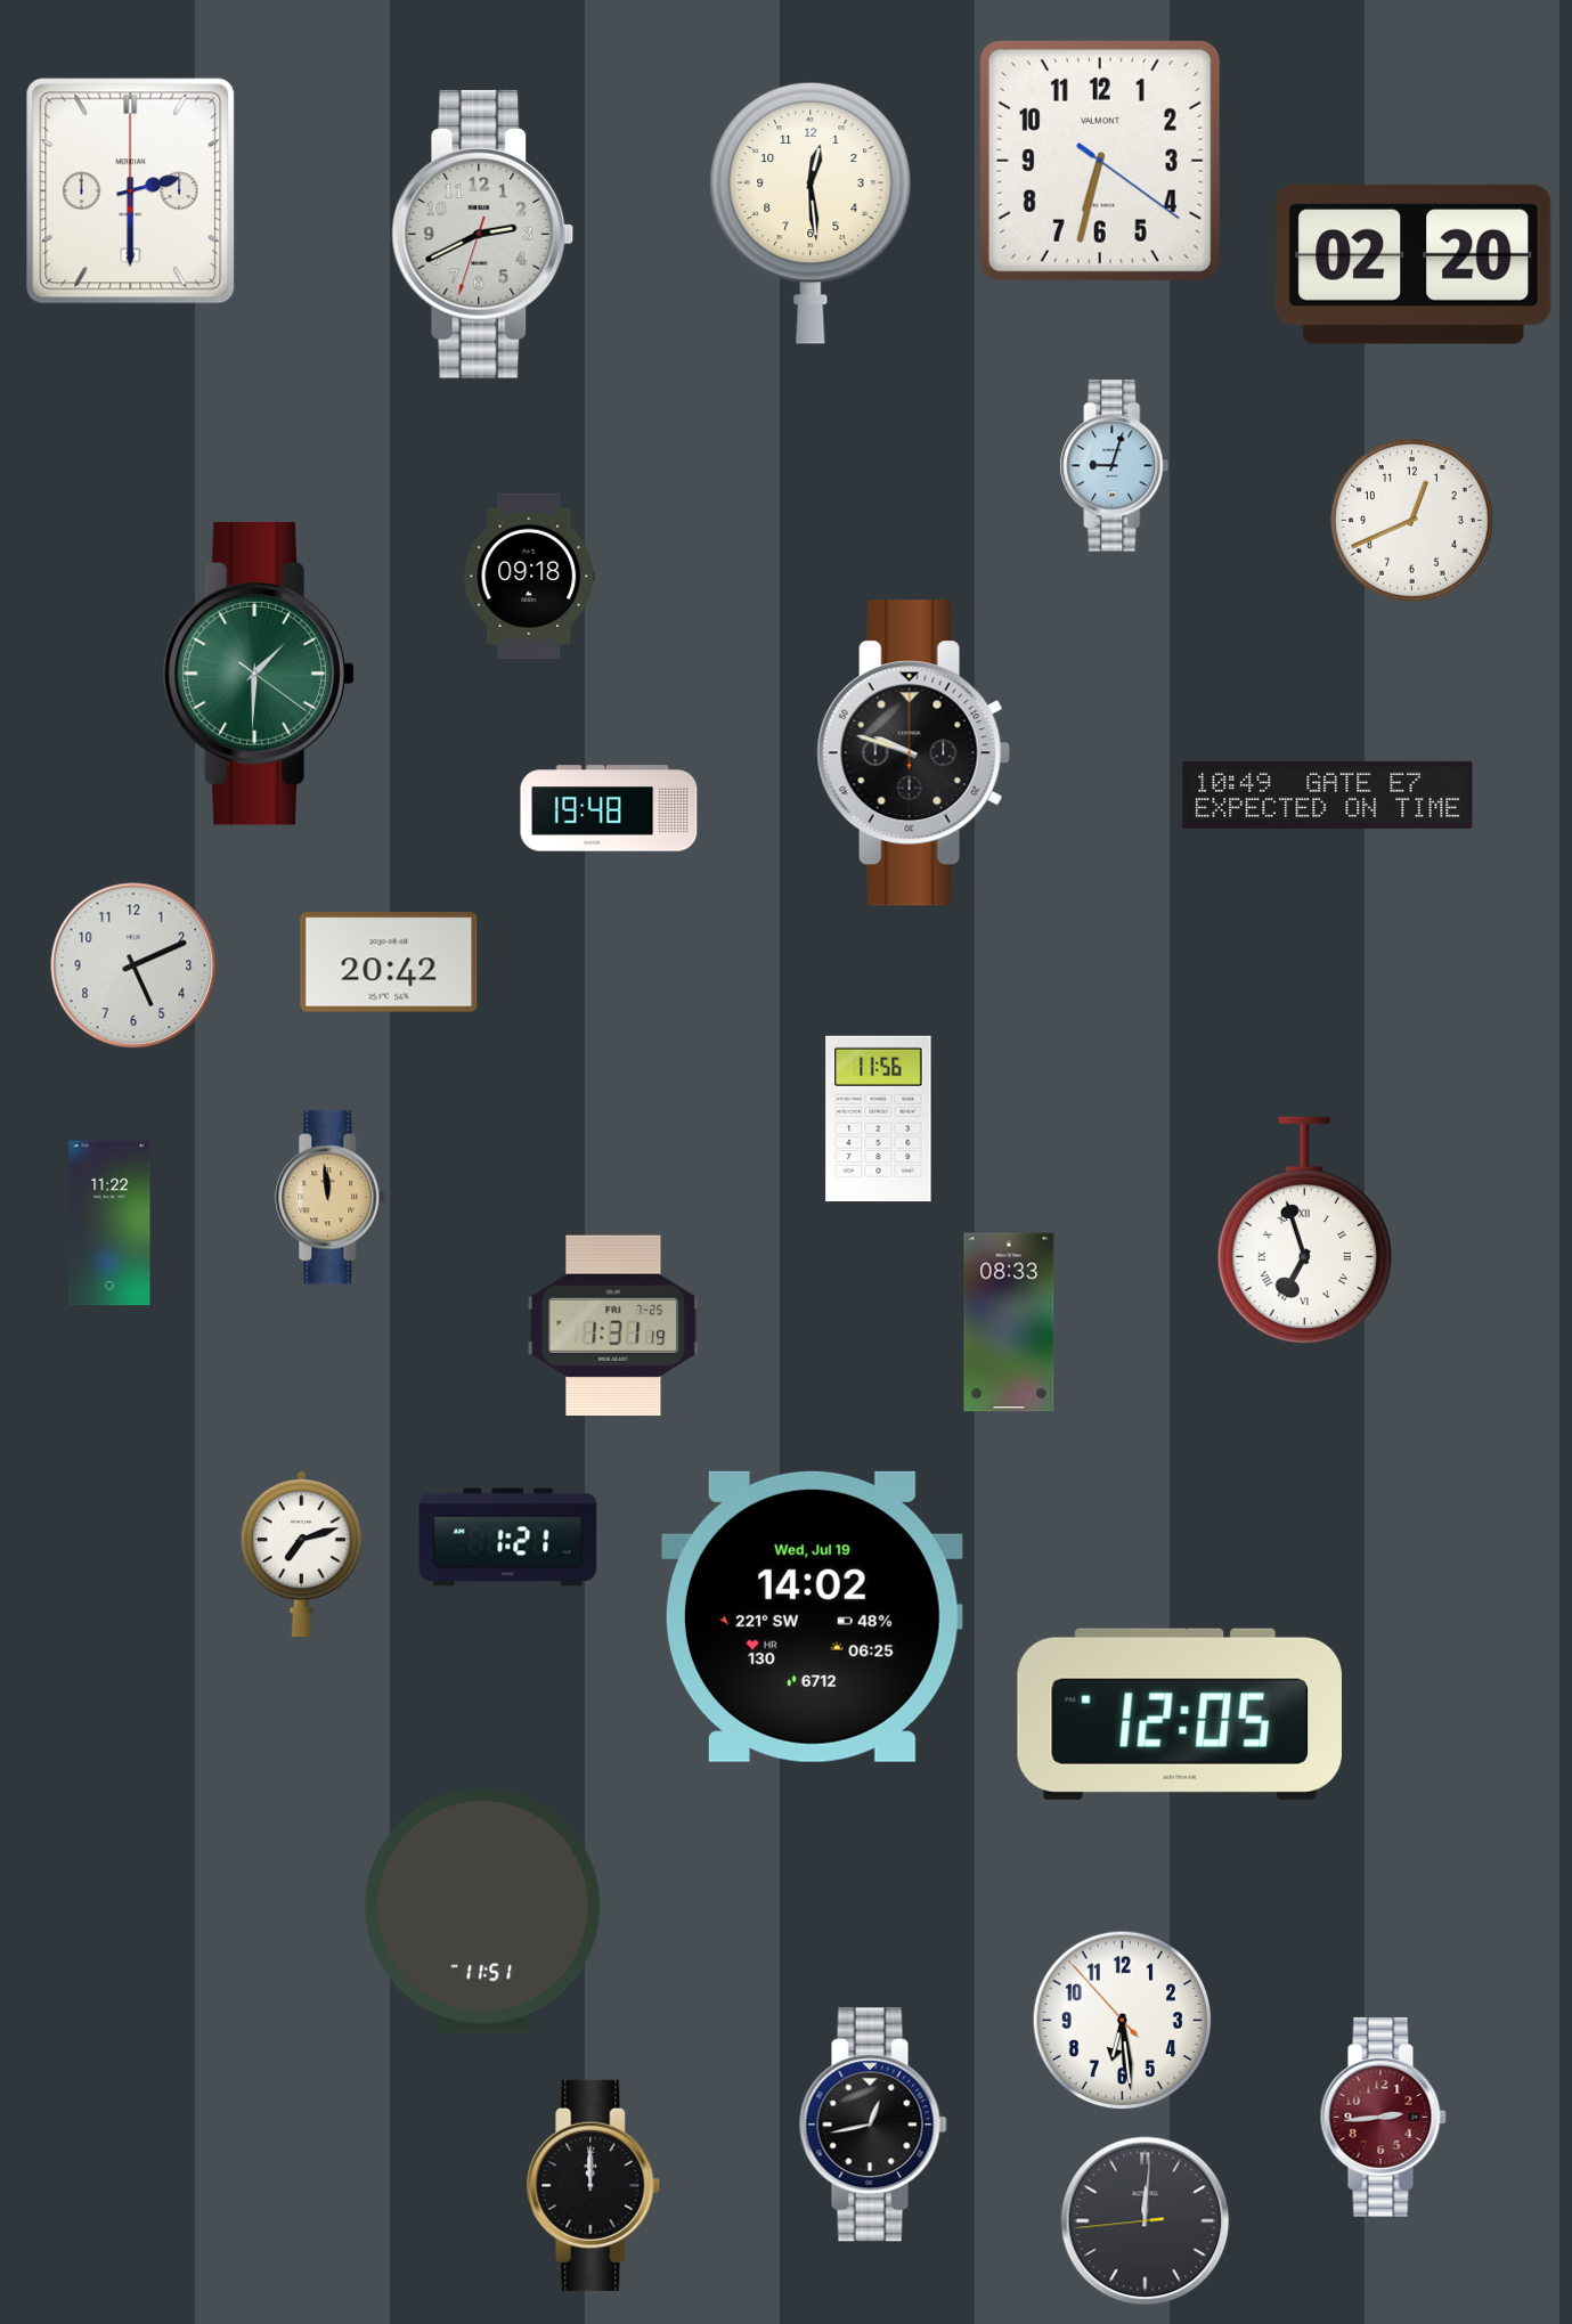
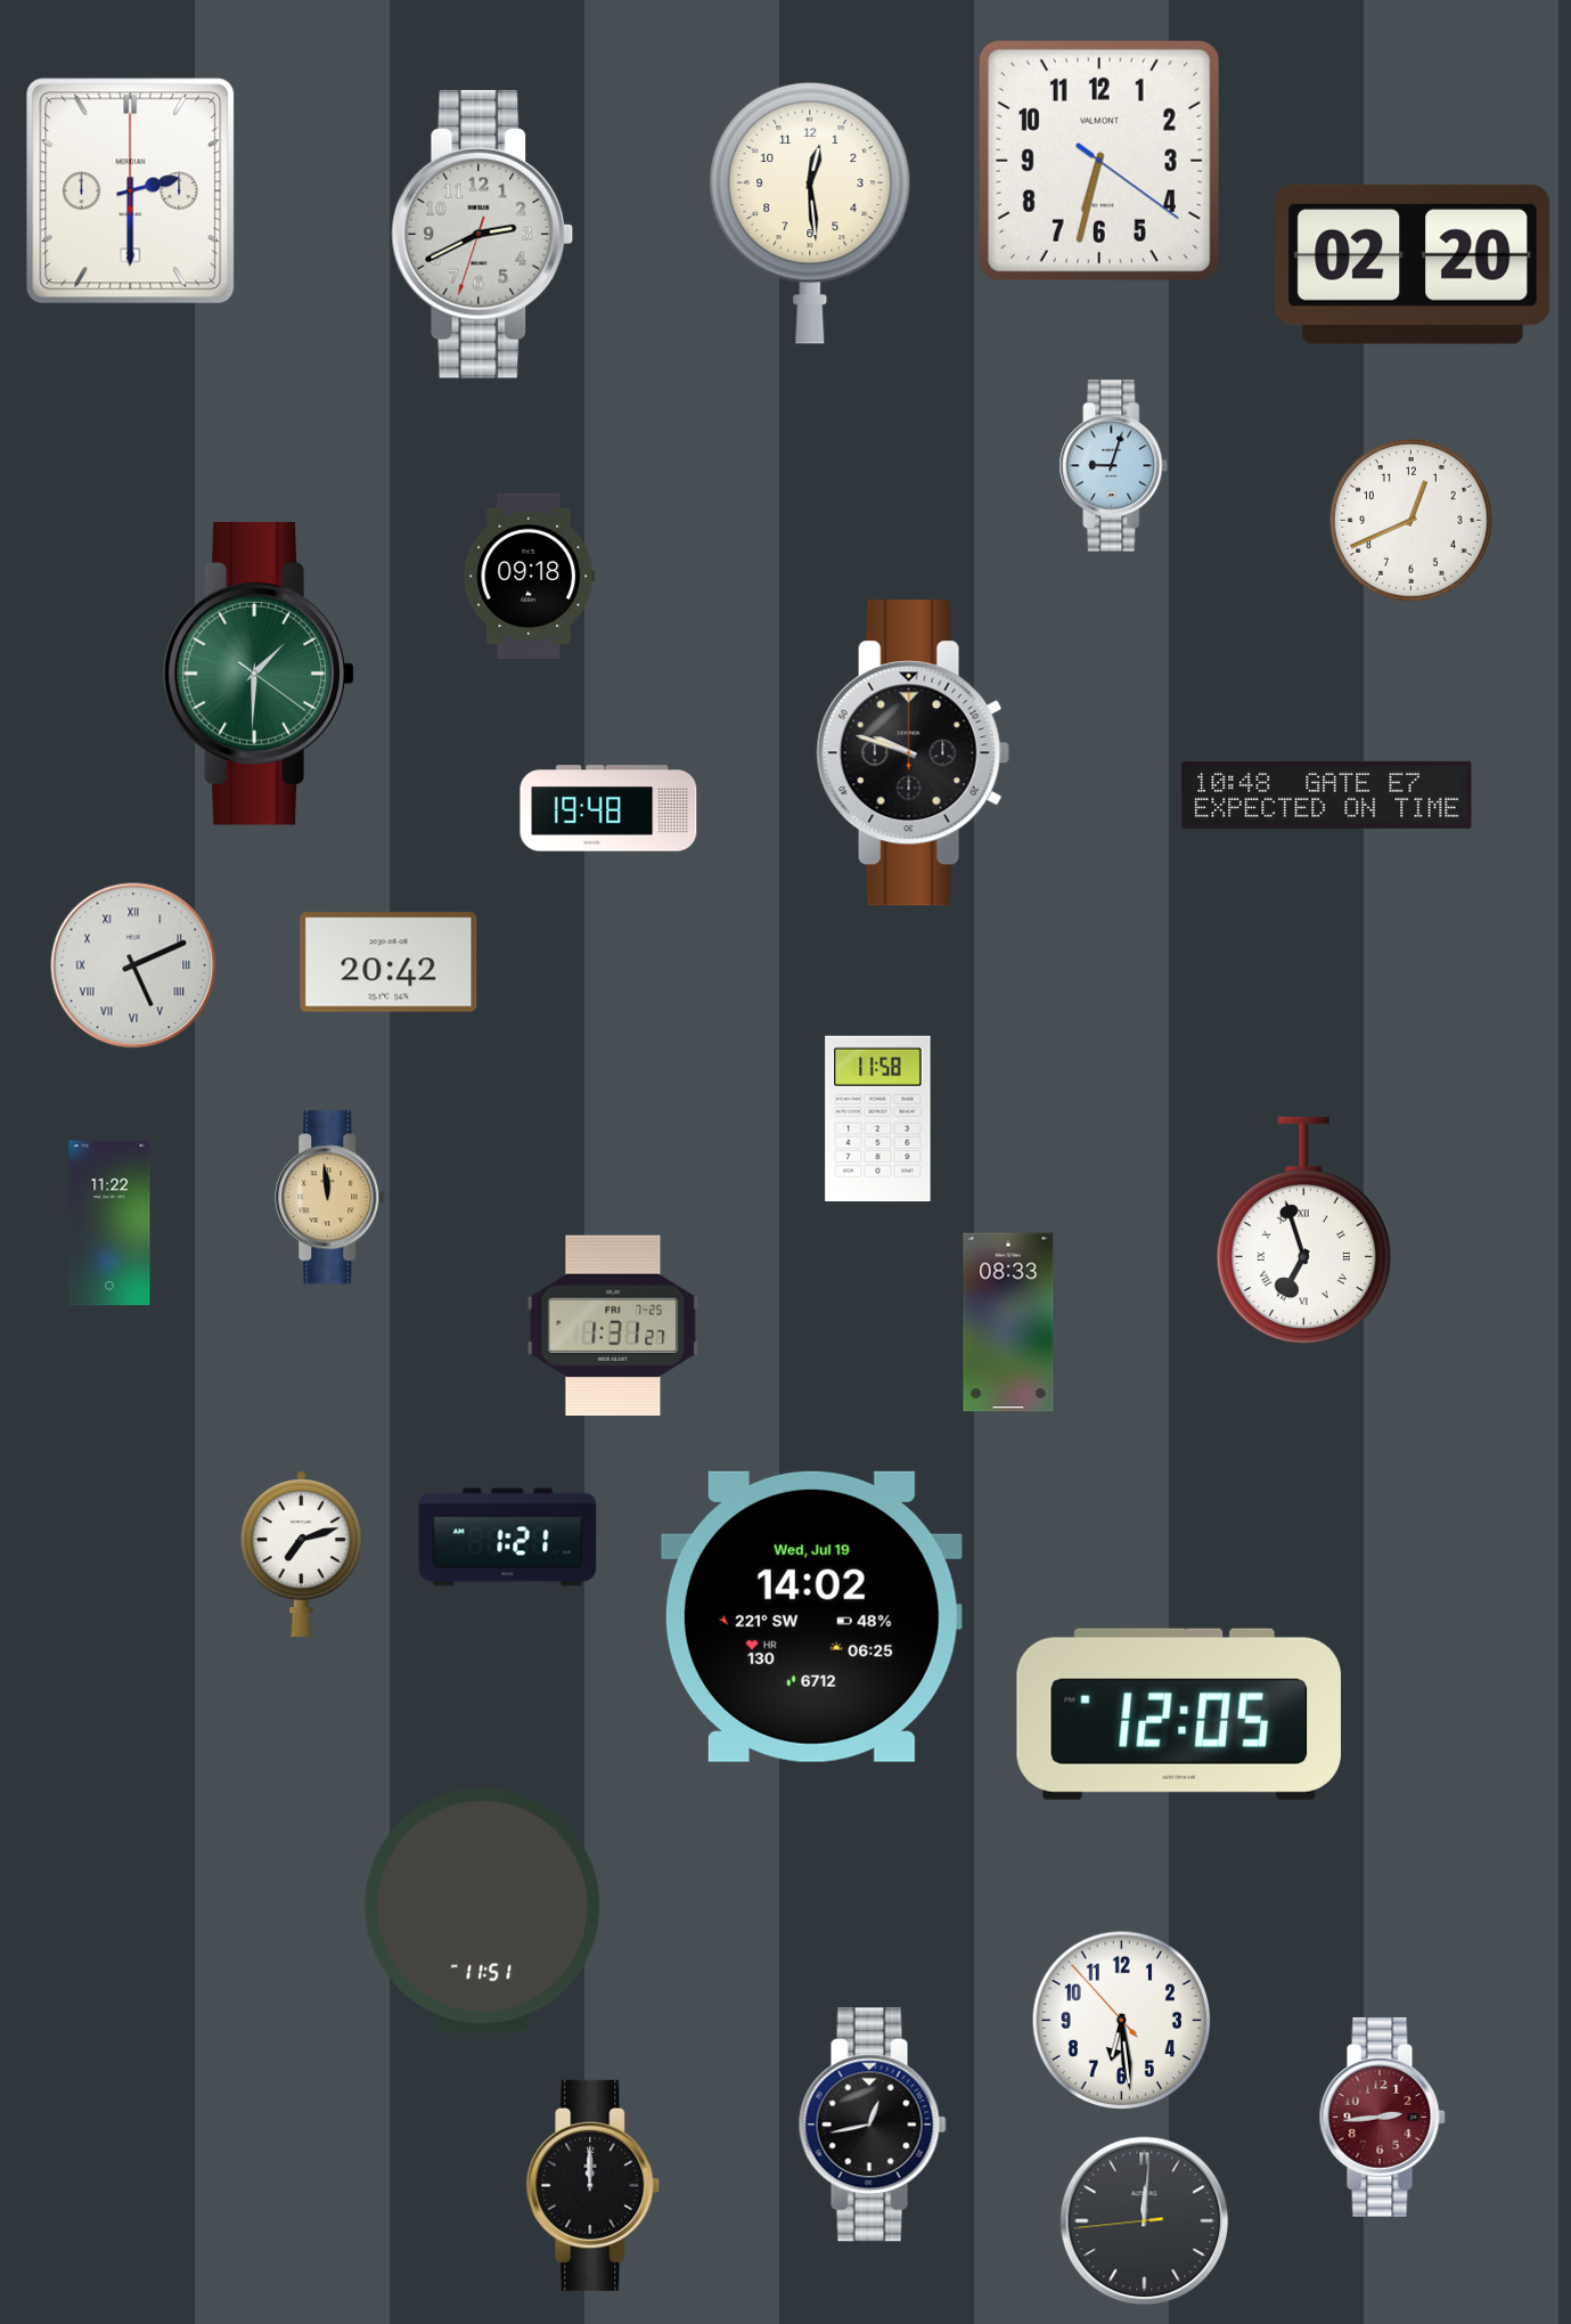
clock at (1328, 794): 10:49 -> 10:48
clock at (133, 965) numerals: Arabic -> Roman
clock at (879, 1119): 11:56 -> 11:58
clock at (613, 1326): 1:31:19 -> 1:31:27
